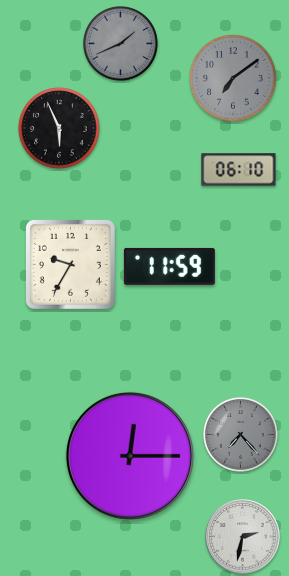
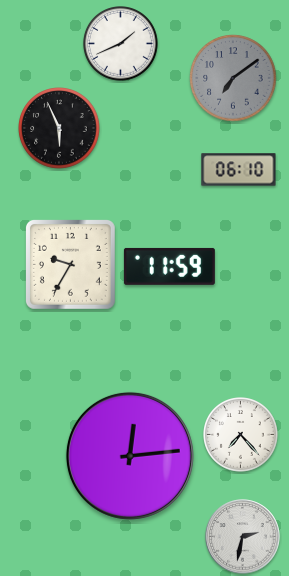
clock at (121, 44) dial: grey -> white
clock at (241, 435) dial: grey -> white
clock at (130, 456): 12:15 -> 12:14
